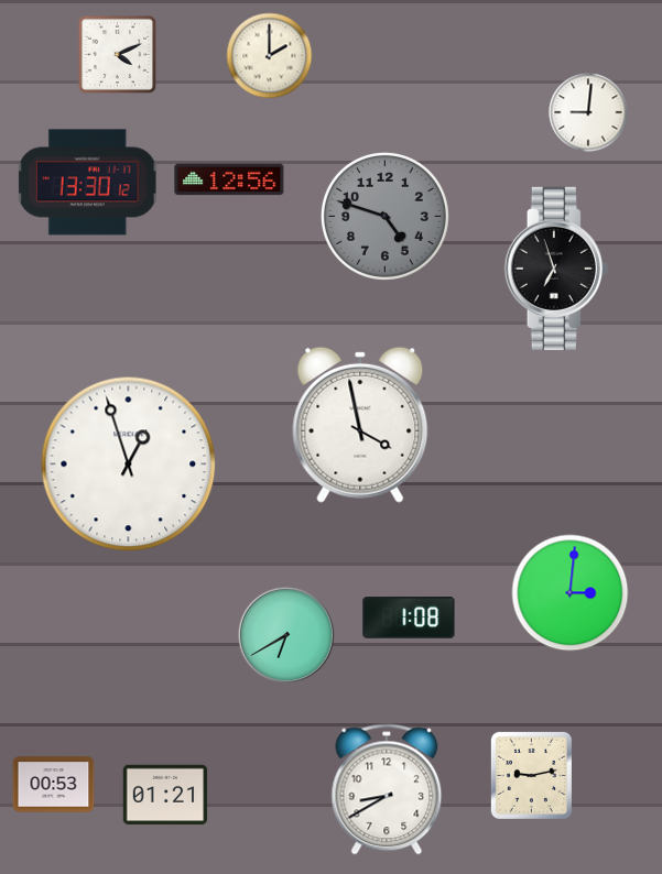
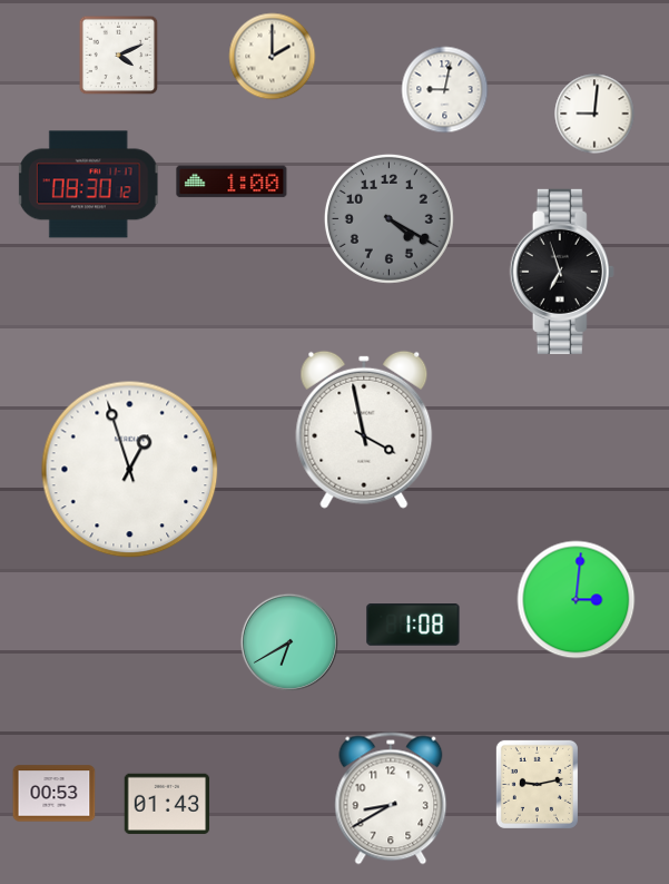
clock at (445, 90): none -> 9:02
clock at (229, 179): 12:56 -> 1:00
clock at (87, 183): 13:30 -> 08:30
clock at (384, 216): 4:48 -> 4:20
clock at (165, 795): 01:21 -> 01:43
